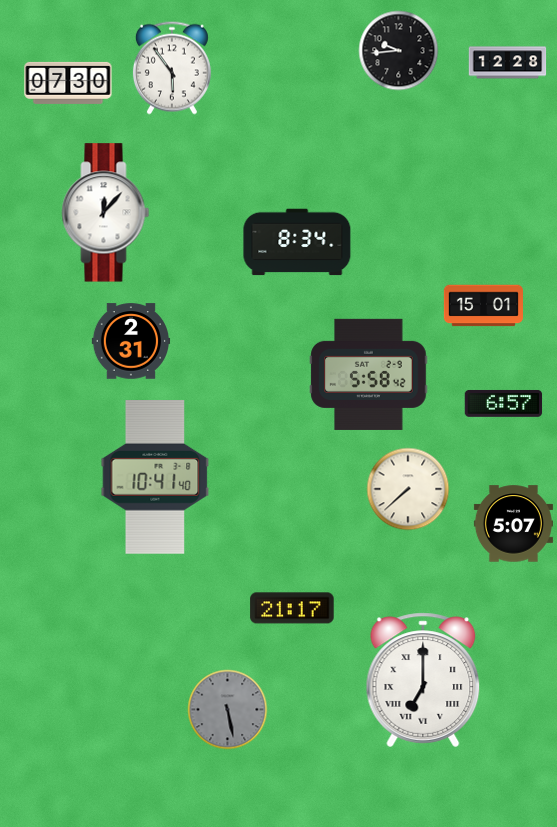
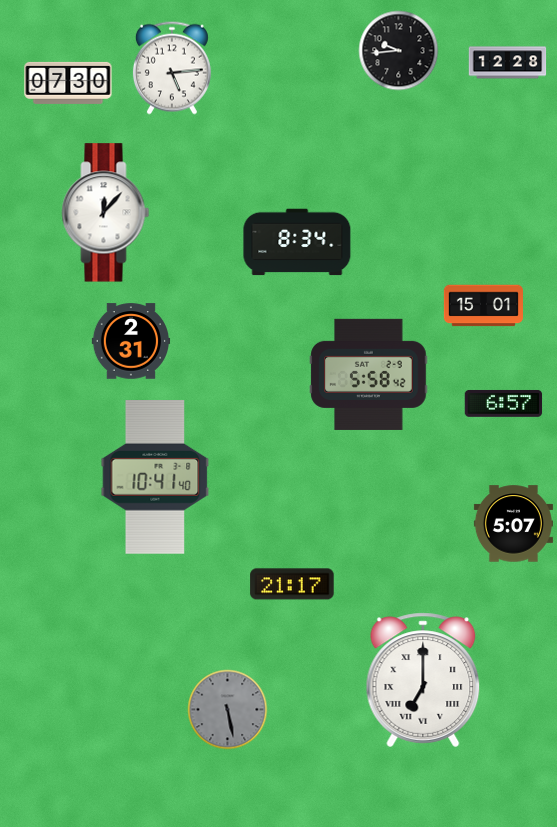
clock at (172, 68): 5:54 -> 5:14
clock at (408, 489): 7:38 -> none
clock at (292, 608) position: (292, 608) -> (292, 584)
